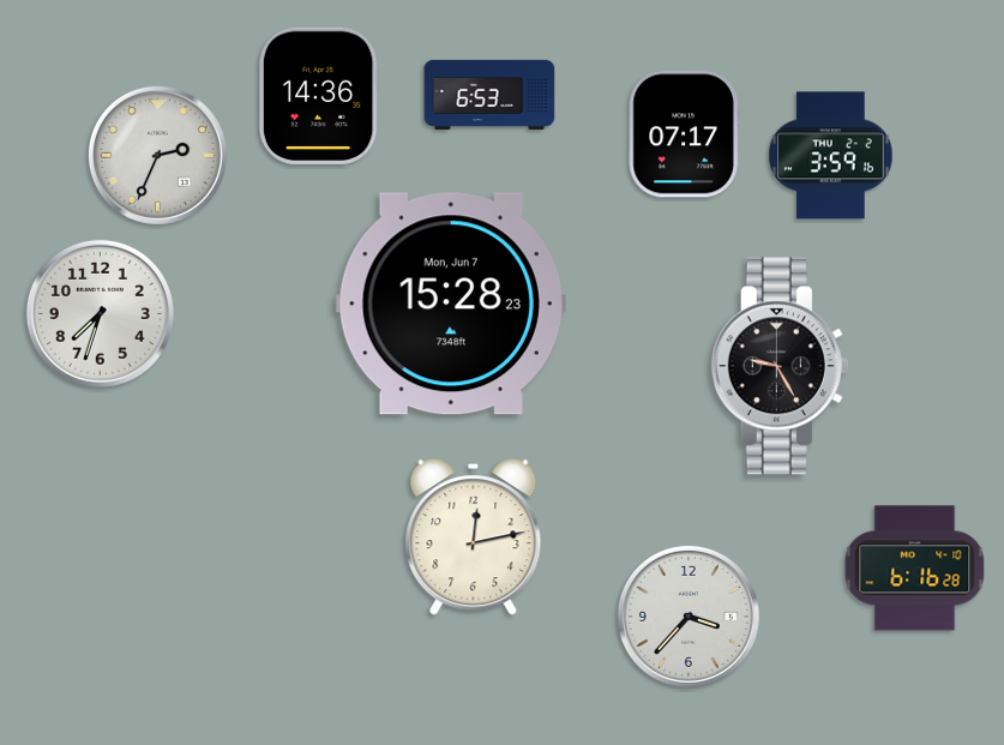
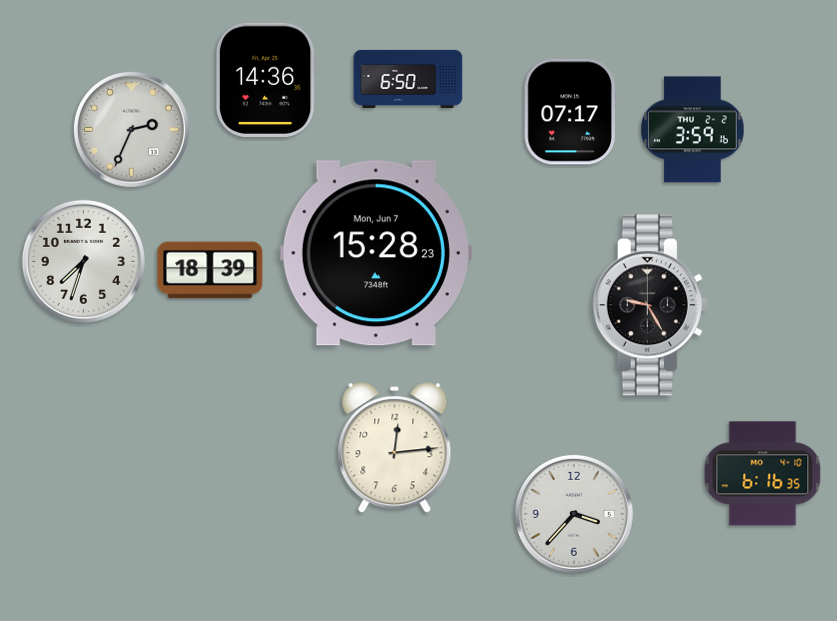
clock at (489, 95): 6:53 -> 6:50
clock at (210, 270): none -> 18:39
clock at (474, 537): 12:13 -> 12:14
clock at (915, 569): 6:16:28 -> 6:16:35
